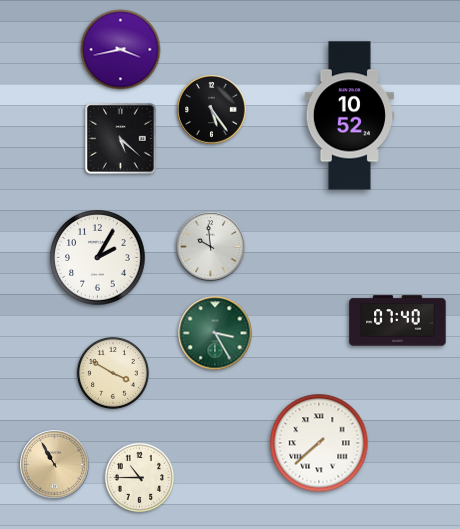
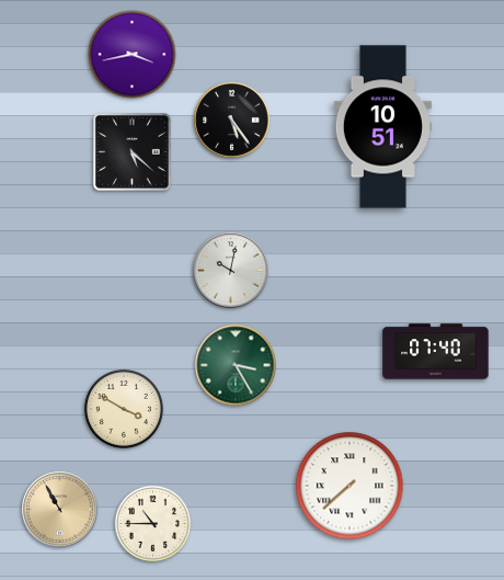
clock at (349, 116): 10:52 -> 10:51
clock at (211, 247): 9:59 -> 10:02
clock at (98, 258): 2:05 -> none
